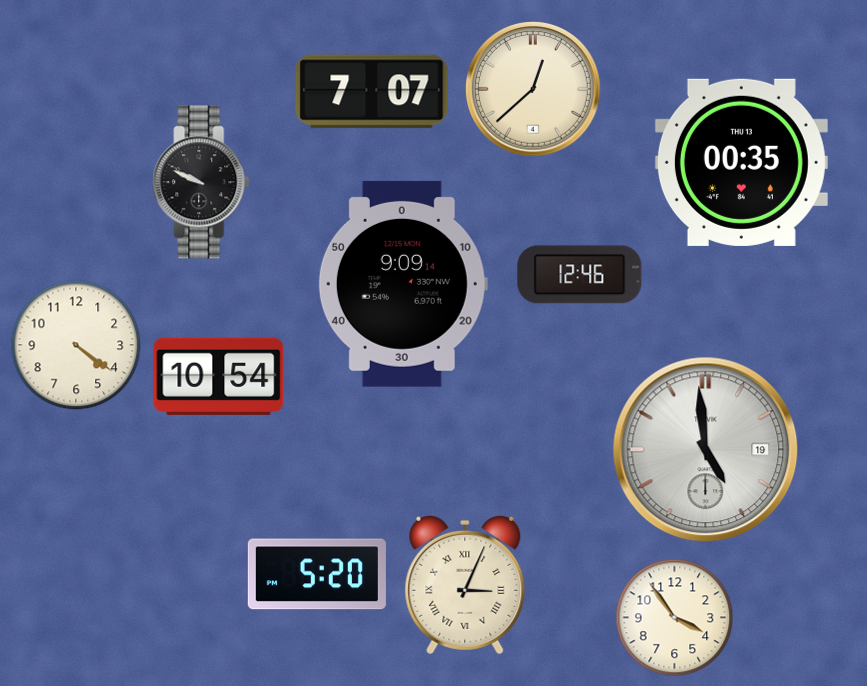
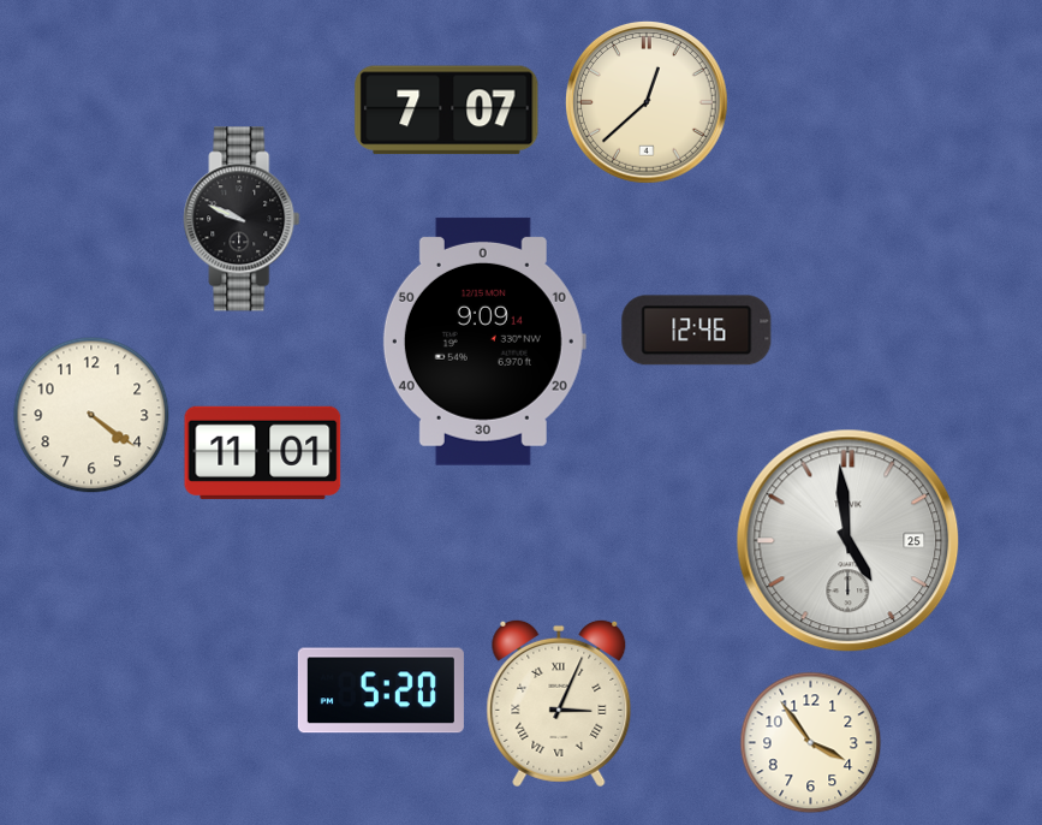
clock at (533, 89) position: (533, 89) -> (647, 102)
clock at (741, 162): 00:35 -> none
clock at (219, 376): 10:54 -> 11:01
clock at (706, 450) date: 19 -> 25
